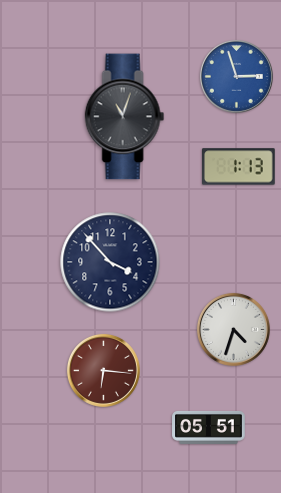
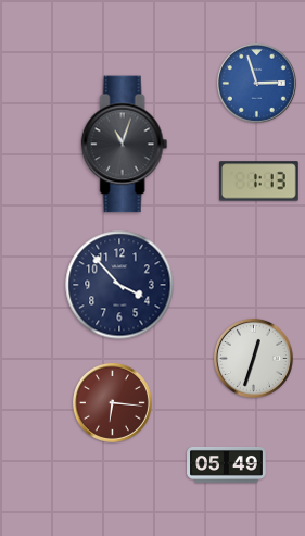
clock at (125, 117) position: (125, 117) -> (125, 145)
clock at (233, 329): 4:33 -> 12:33
clock at (209, 427): 05:51 -> 05:49
